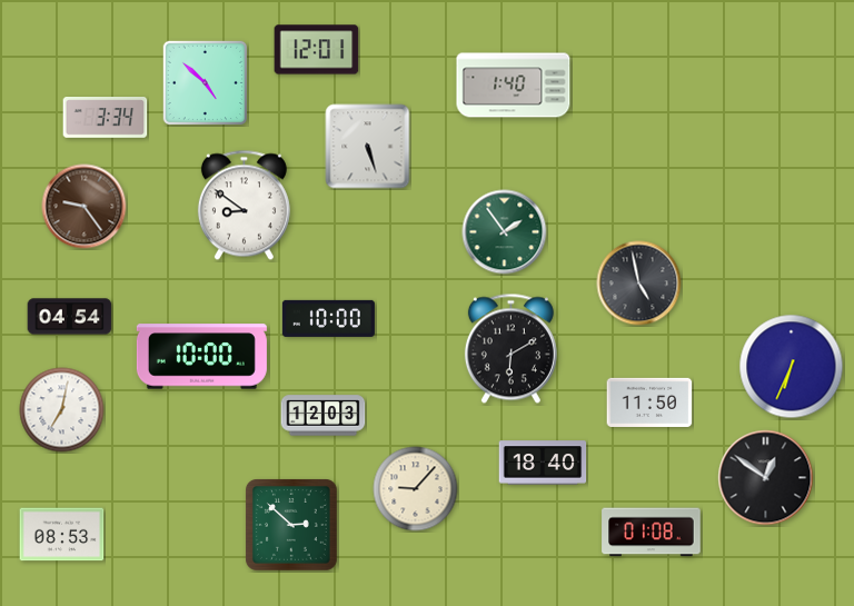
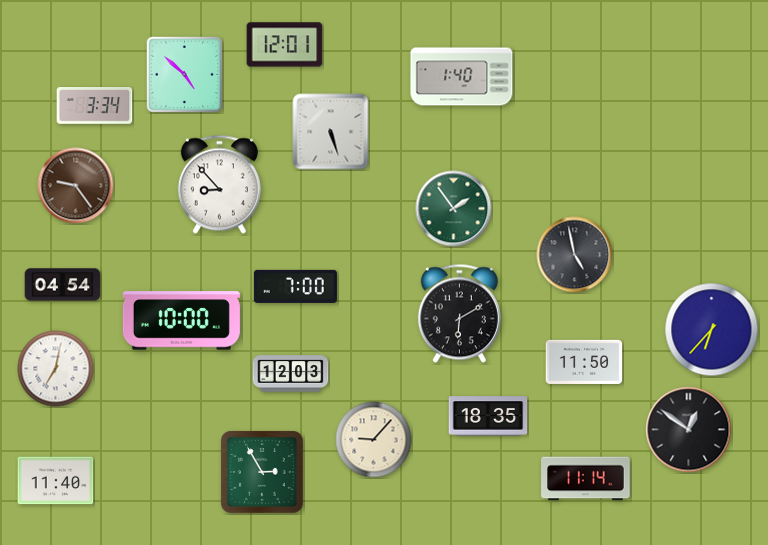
clock at (244, 206): 8:51 -> 8:53
clock at (328, 318): 10:00 -> 7:00
clock at (792, 367): 6:34 -> 6:37
clock at (543, 463): 18:40 -> 18:35
clock at (292, 526): 2:52 -> 2:55
clock at (652, 533): 01:08 -> 11:14
clock at (62, 535): 08:53 -> 11:40
